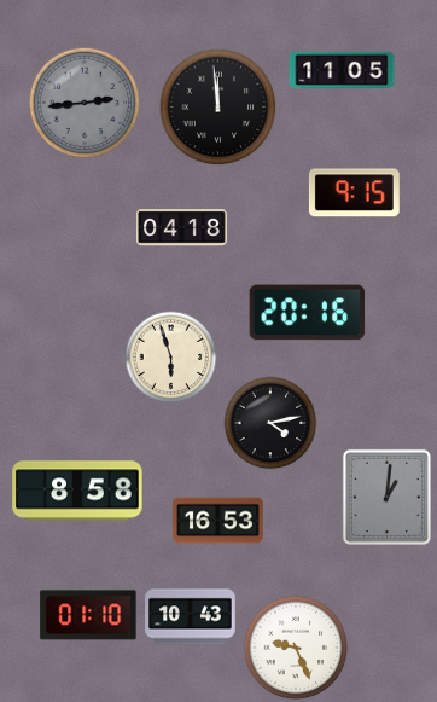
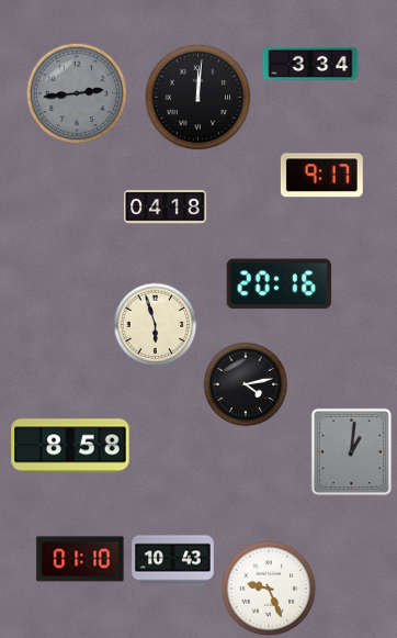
clock at (342, 70): 11:05 -> 3:34
clock at (218, 108): 11:59 -> 12:01
clock at (354, 193): 9:15 -> 9:17
clock at (218, 521): 16:53 -> none
